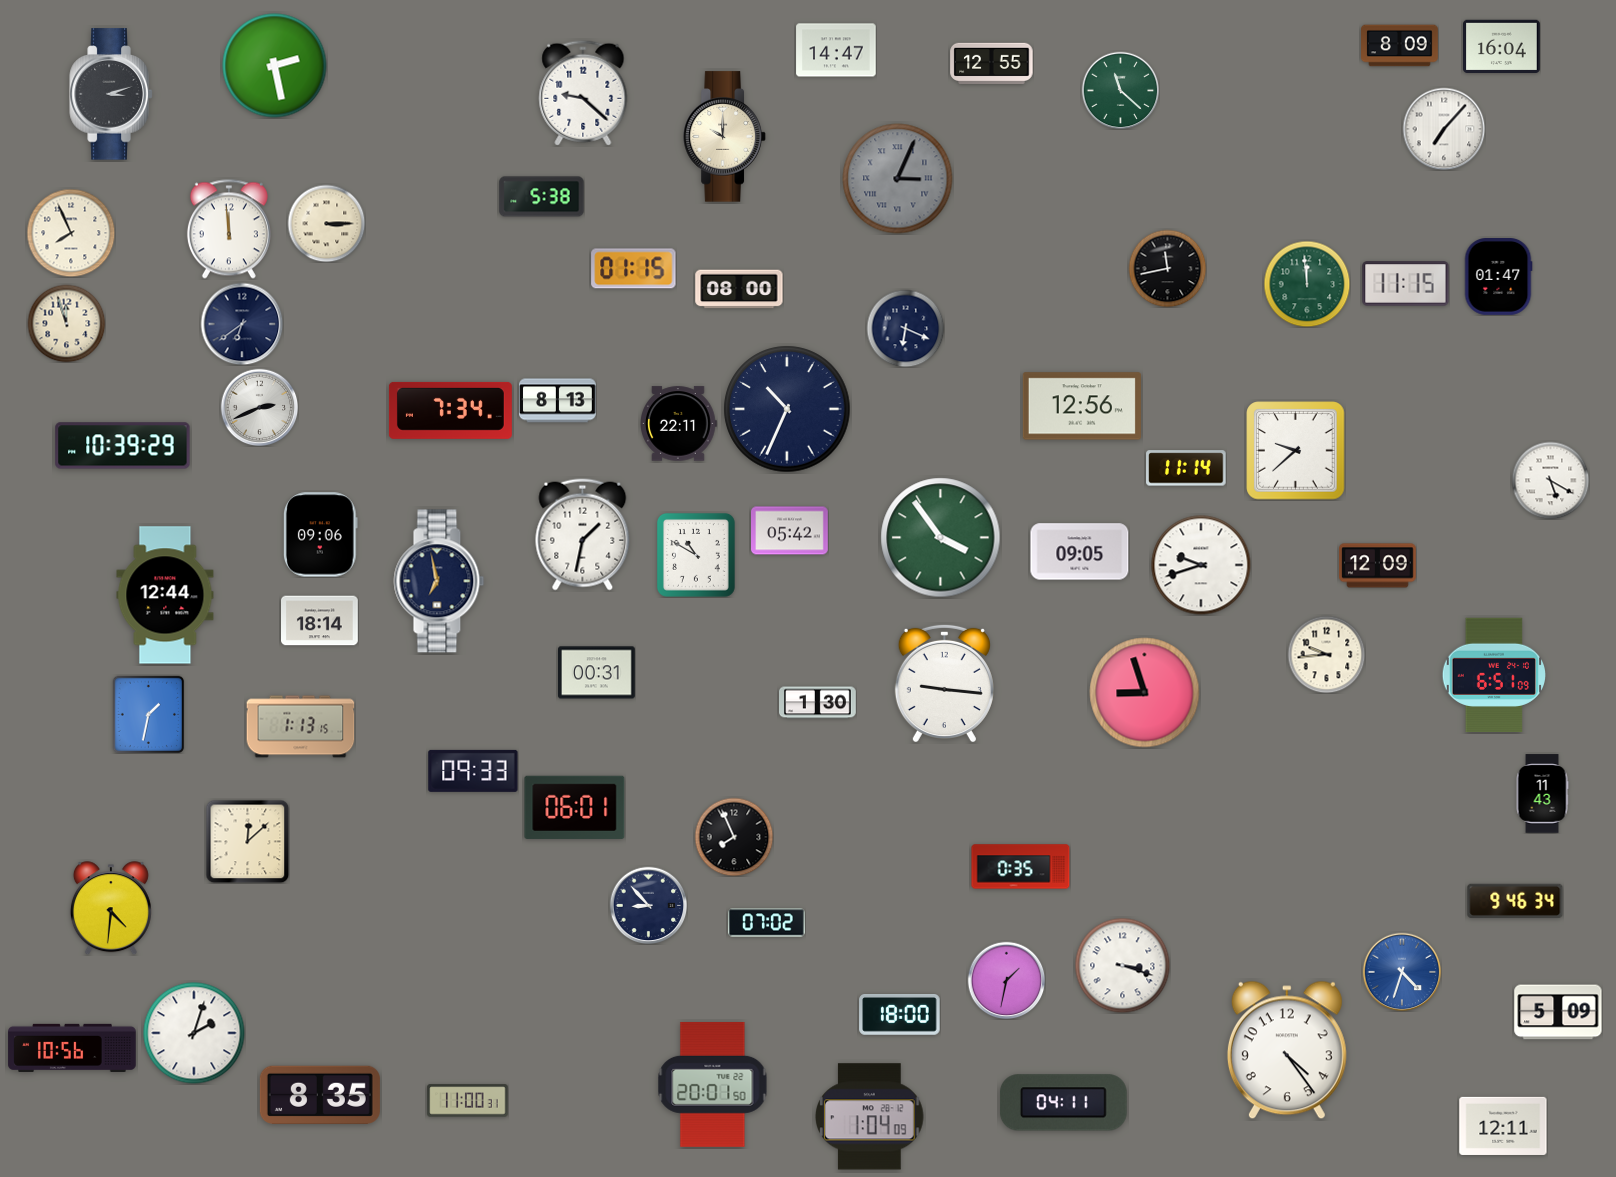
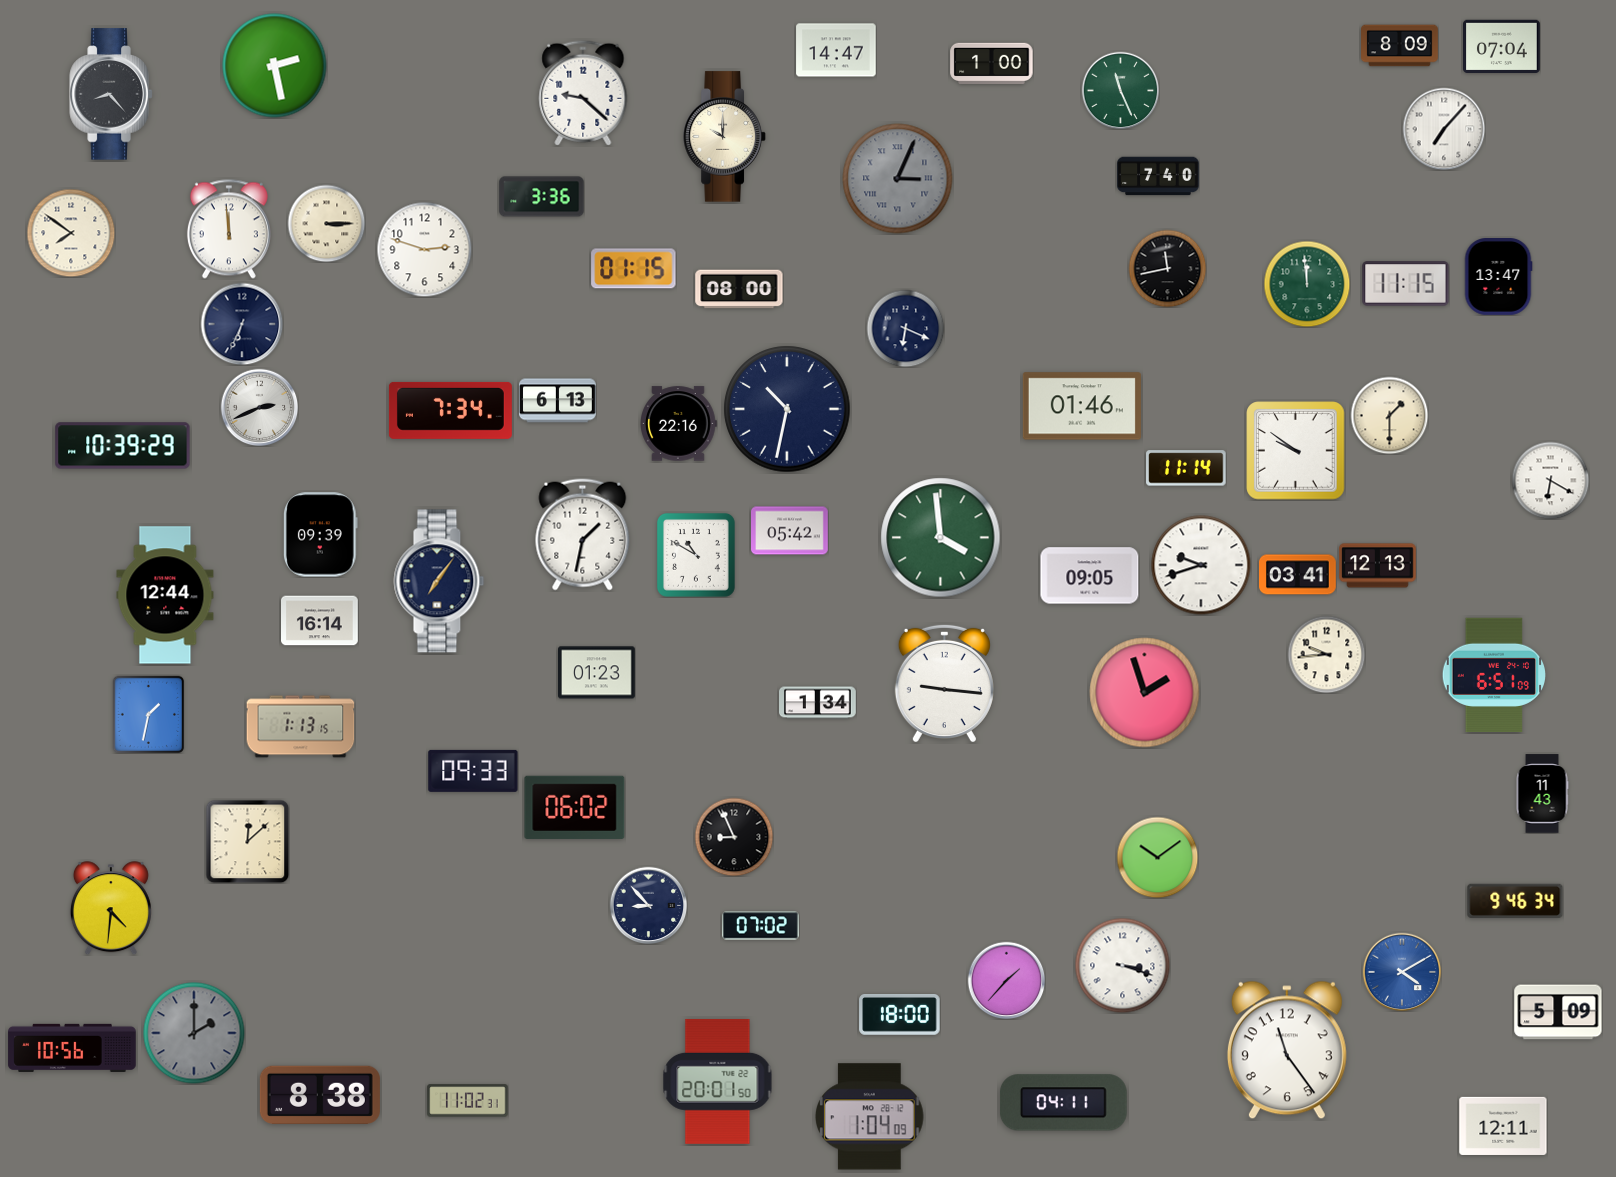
clock at (1502, 46): 16:04 -> 07:04
clock at (992, 63): 12:55 -> 1:00
clock at (1120, 90): 11:22 -> 11:26
clock at (111, 94): 3:12 -> 8:23
clock at (1158, 176): none -> 7:40
clock at (542, 197): 5:38 -> 3:36
clock at (71, 233): 7:56 -> 7:51
clock at (424, 249): none -> 2:48
clock at (1498, 277): 01:47 -> 13:47
clock at (66, 323): 11:57 -> none
clock at (242, 324): 6:39 -> 6:34
clock at (558, 401): 8:13 -> 6:13
clock at (1082, 406): 12:56 -> 01:46
clock at (787, 409): 10:34 -> 10:32
clock at (1389, 415): none -> 1:30
clock at (679, 424): 22:11 -> 22:16
clock at (1296, 451): 9:38 -> 9:51
clock at (1550, 480): 5:20 -> 6:20
clock at (320, 535): 09:06 -> 09:39
clock at (941, 538): 3:54 -> 3:59
clock at (1080, 552) position: (1080, 552) -> (1090, 576)
clock at (1378, 566): 12:09 -> 12:13
clock at (1298, 575): none -> 03:41
clock at (439, 581): 6:58 -> 7:06
clock at (320, 621): 18:14 -> 16:14
clock at (597, 673): 00:31 -> 01:23
clock at (1145, 693): 8:57 -> 1:57
clock at (818, 703): 1:30 -> 1:34
clock at (575, 807): 06:01 -> 06:02
clock at (734, 837): 7:56 -> 8:56
clock at (1157, 857): none -> 10:09
clock at (1021, 867): 0:35 -> none
clock at (767, 923) position: (767, 923) -> (761, 926)
clock at (1402, 972): 4:33 -> 4:10
clock at (1006, 980): 1:32 -> 1:37
clock at (194, 1033): 2:03 -> 2:00
clock at (194, 1033) dial: white -> grey
clock at (1287, 1050): 4:24 -> 11:24
clock at (713, 1084) position: (713, 1084) -> (718, 1081)
clock at (320, 1095): 8:35 -> 8:38
clock at (468, 1101): 11:00 -> 11:02
